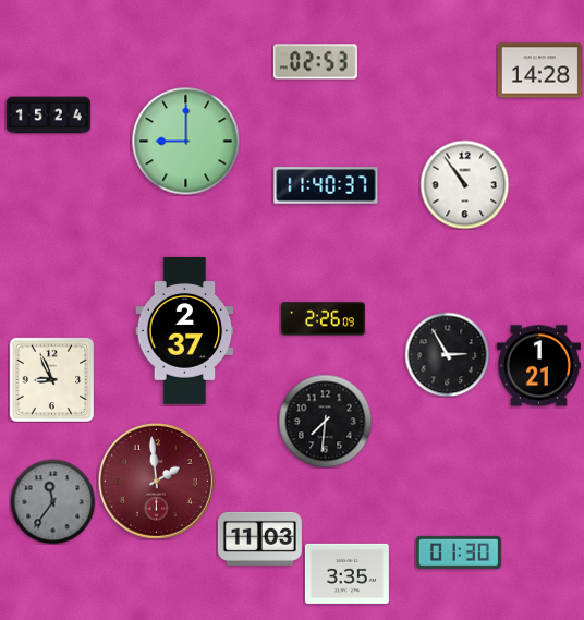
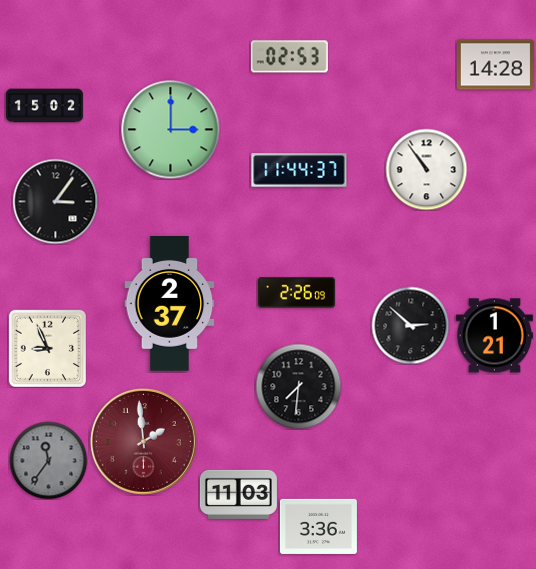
clock at (48, 116): 15:24 -> 15:02
clock at (186, 142): 9:00 -> 3:00
clock at (326, 185): 11:40 -> 11:44
clock at (55, 201): none -> 3:06
clock at (447, 354): 2:55 -> 2:52
clock at (459, 552): 01:30 -> none
clock at (346, 573): 3:35 -> 3:36
